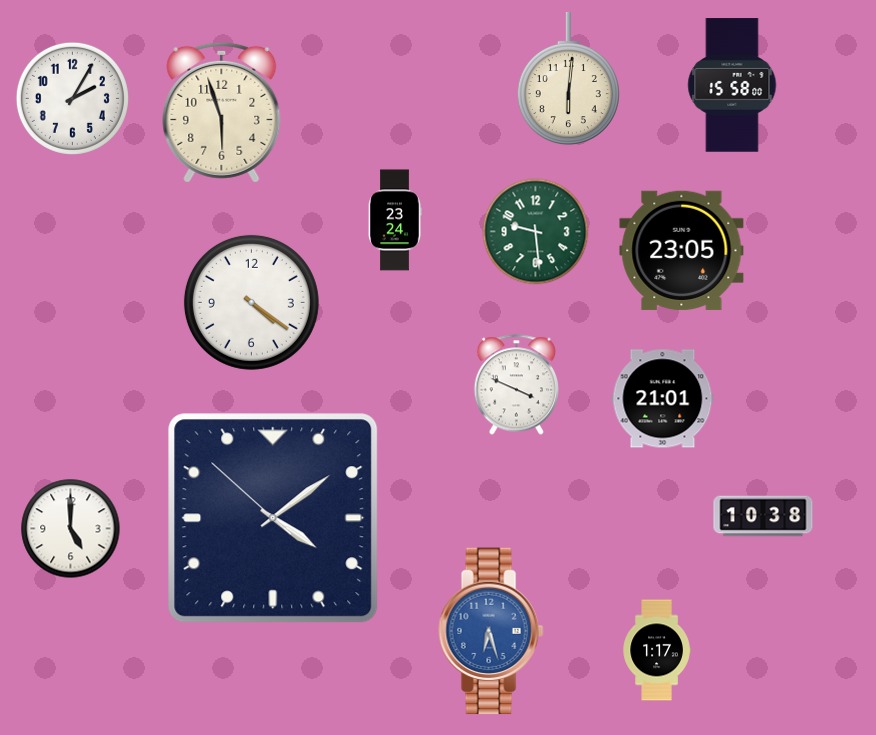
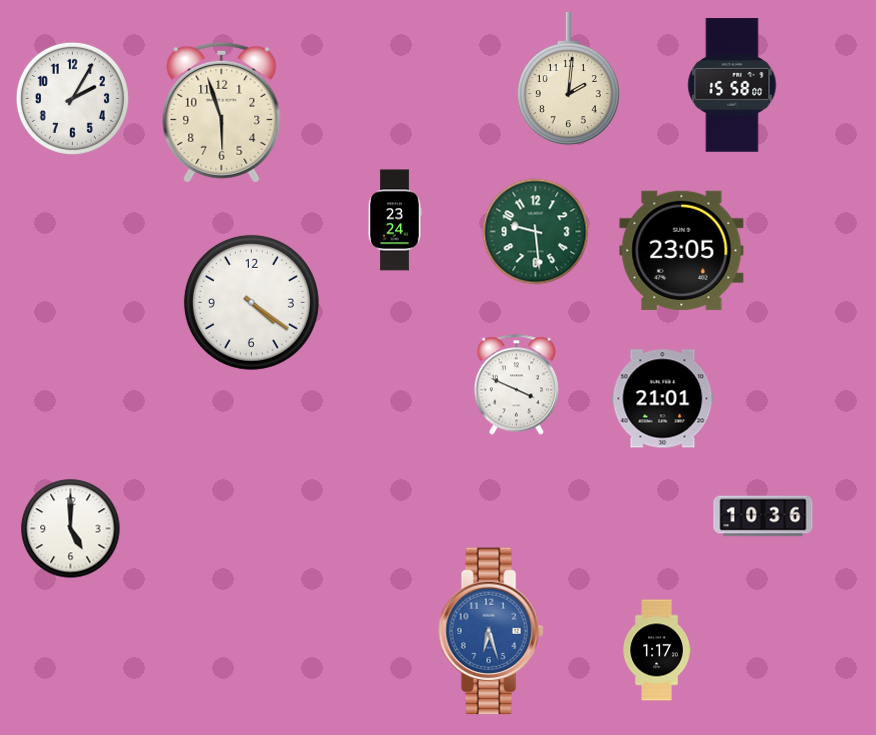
clock at (568, 79): 6:01 -> 2:01
clock at (763, 516): 10:38 -> 10:36
clock at (273, 518): 4:08 -> none
